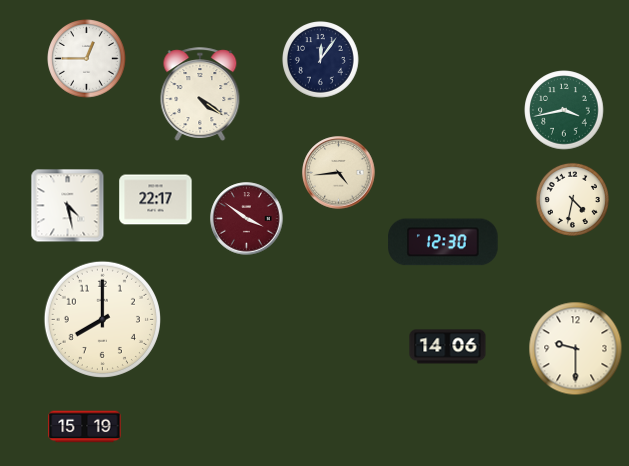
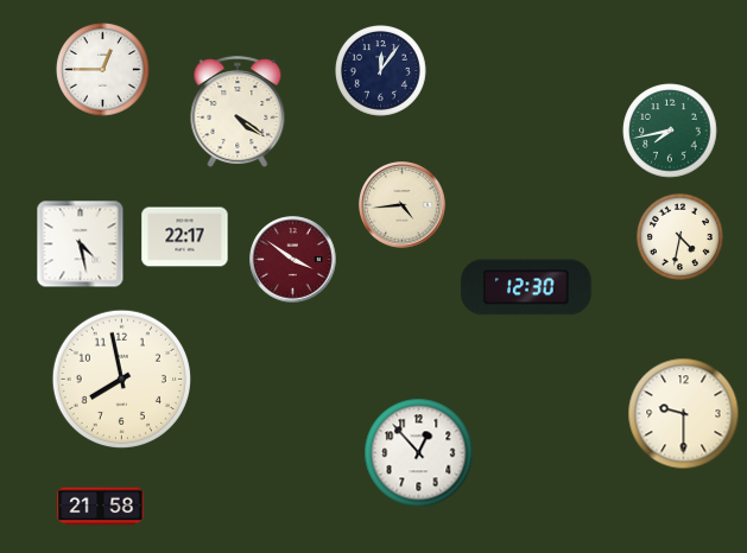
clock at (564, 110): 3:43 -> 7:43
clock at (102, 319): 8:00 -> 7:58
clock at (448, 347): 14:06 -> none
clock at (419, 453): none -> 12:53
clock at (85, 427): 15:19 -> 21:58
